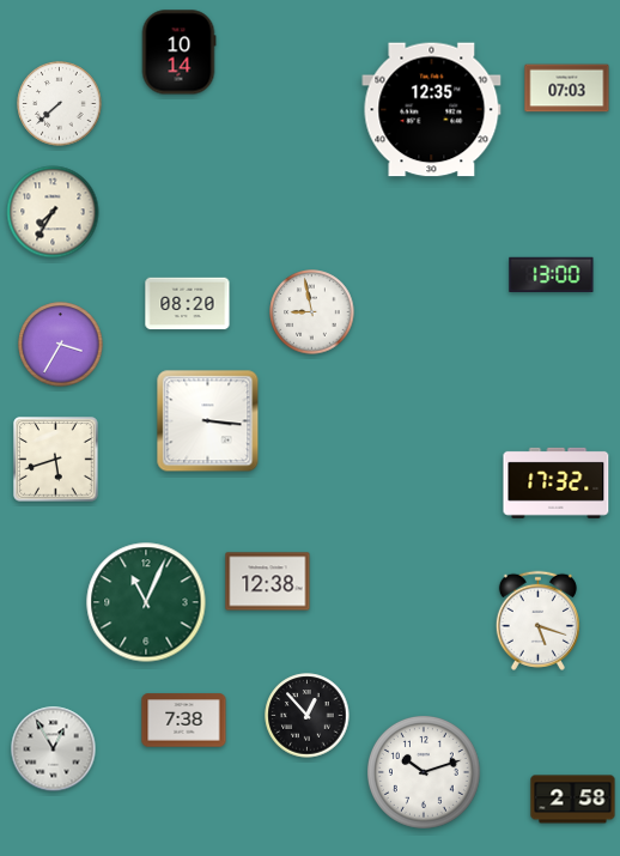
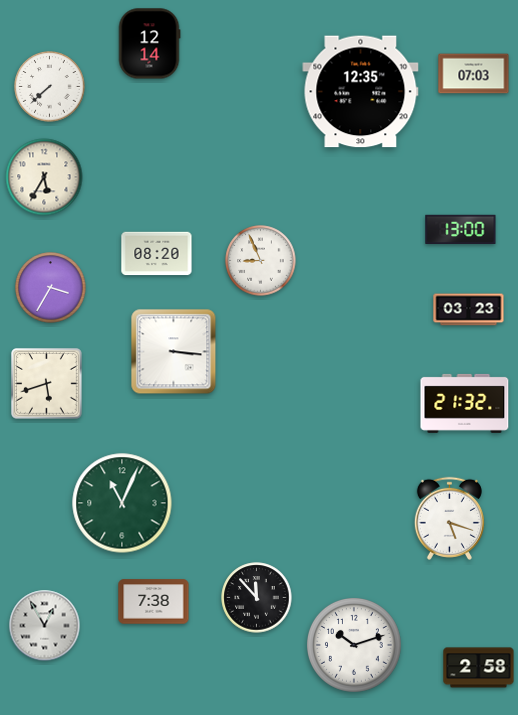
clock at (178, 53): 10:14 -> 12:14
clock at (53, 212): 7:35 -> 5:35
clock at (312, 312): 8:58 -> 8:56
clock at (469, 310): none -> 03:23
clock at (557, 482): 17:32 -> 21:32
clock at (268, 582): 12:38 -> none
clock at (308, 716): 12:53 -> 11:53
